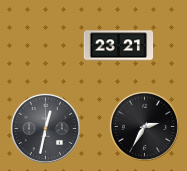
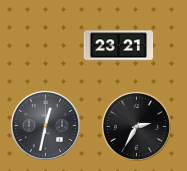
clock at (144, 126) position: (144, 126) -> (136, 126)
clock at (45, 128) position: (45, 128) -> (45, 125)
